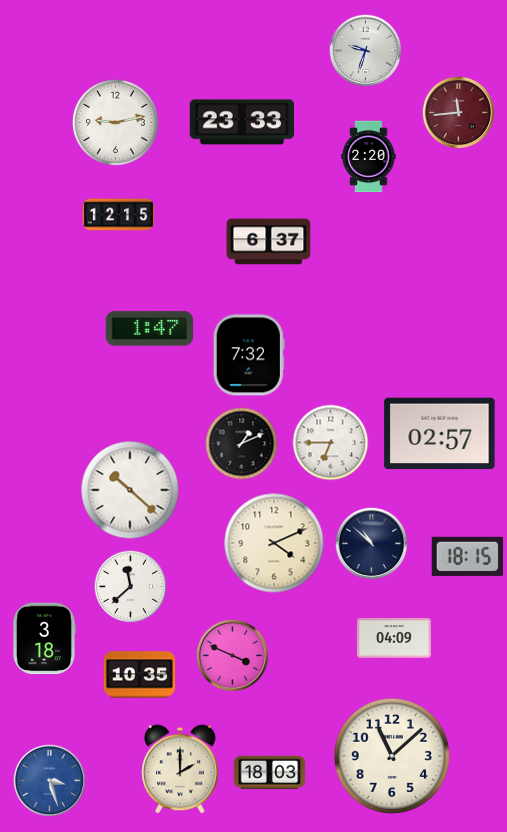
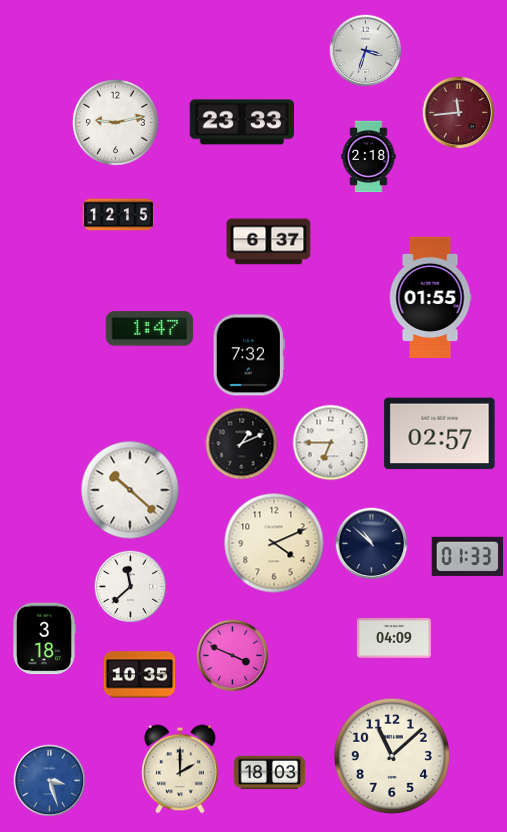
clock at (366, 51): 9:33 -> 3:33
clock at (369, 157): 2:20 -> 2:18
clock at (430, 297): none -> 01:55
clock at (468, 556): 18:15 -> 01:33
